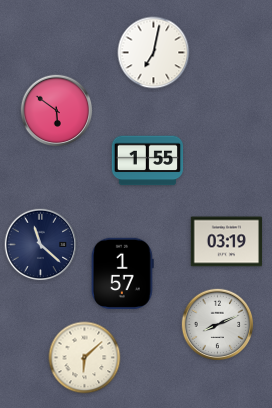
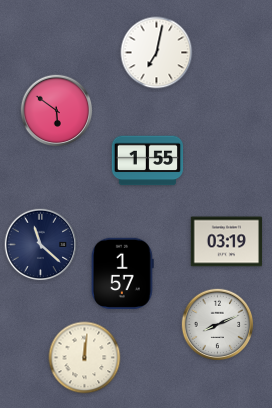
clock at (154, 53) position: (154, 53) -> (157, 53)
clock at (85, 358): 6:08 -> 12:01
